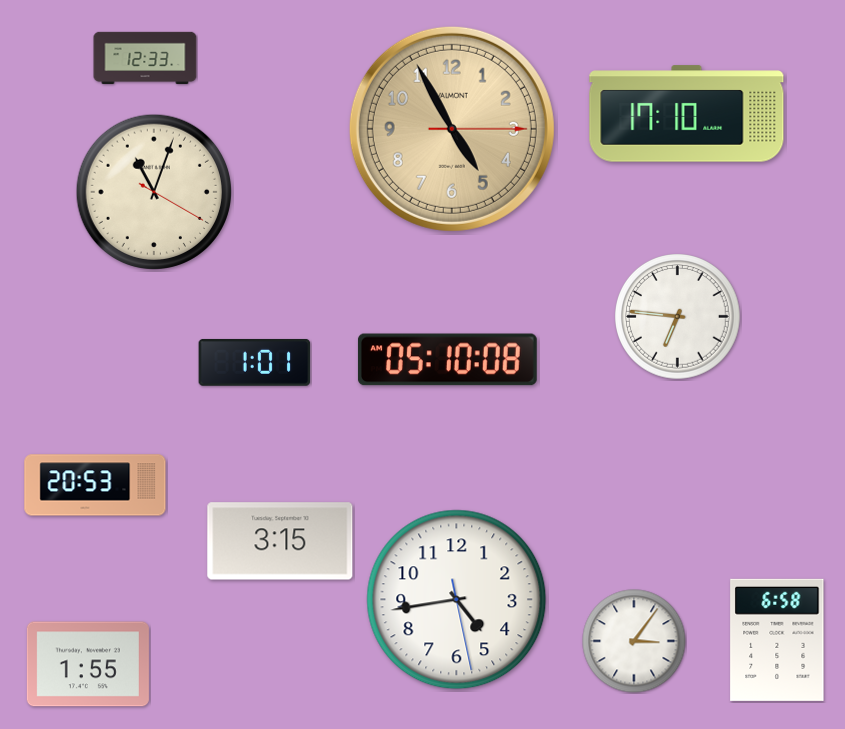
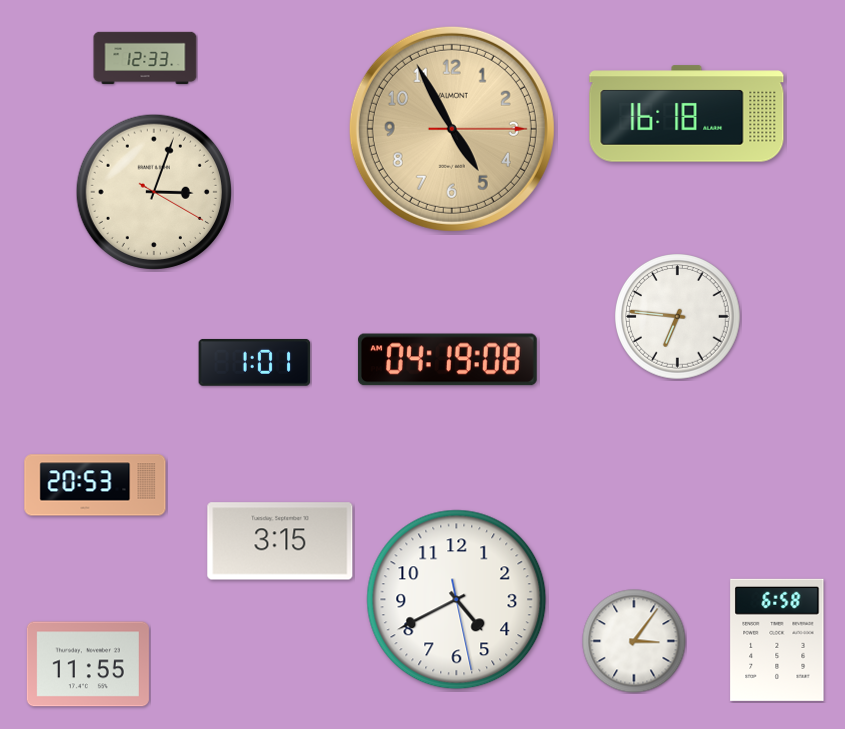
clock at (687, 114): 17:10 -> 16:18
clock at (153, 191): 11:03 -> 3:03
clock at (447, 360): 05:10 -> 04:19
clock at (457, 600): 4:43 -> 4:40
clock at (88, 664): 1:55 -> 11:55
